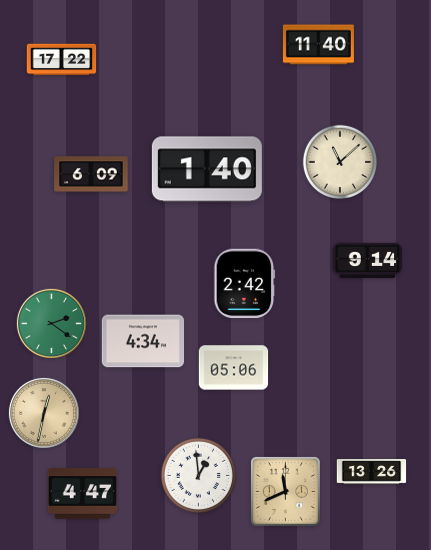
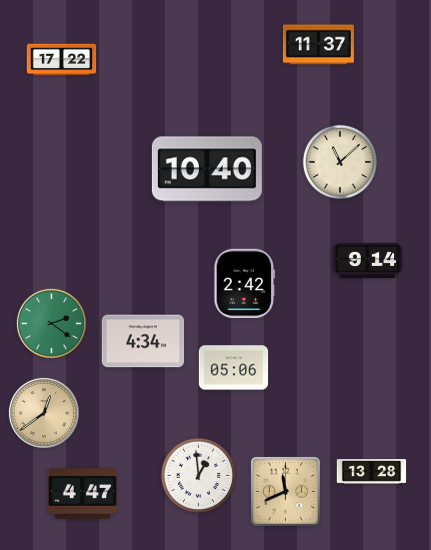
clock at (318, 45): 11:40 -> 11:37
clock at (207, 169): 1:40 -> 10:40
clock at (91, 174): 6:09 -> none
clock at (44, 413): 12:32 -> 12:39
clock at (372, 472): 13:26 -> 13:28
